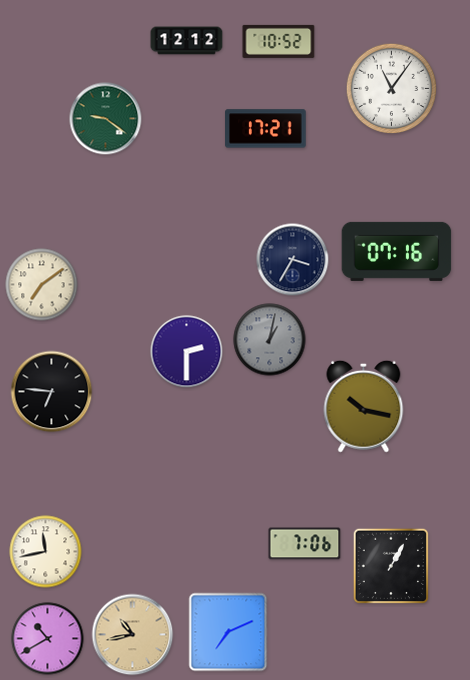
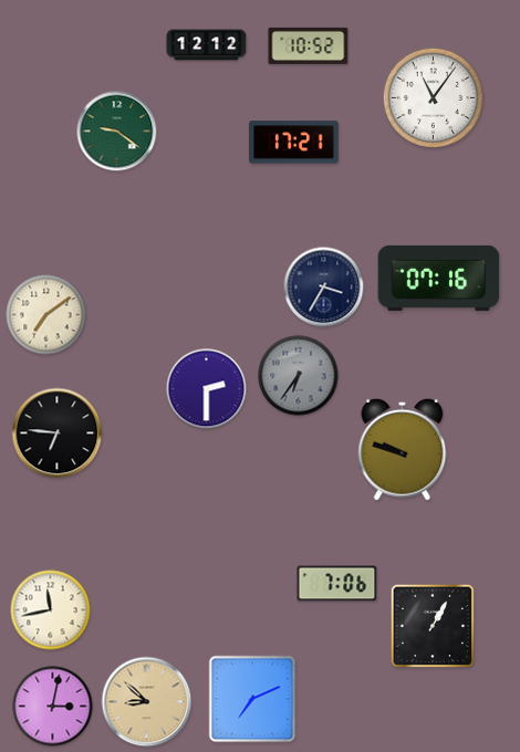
clock at (270, 340): 1:02 -> 6:36
clock at (364, 406): 10:17 -> 9:48
clock at (305, 544) position: (305, 544) -> (337, 584)
clock at (133, 635): 10:43 -> 8:52
clock at (48, 639): 10:40 -> 3:02
